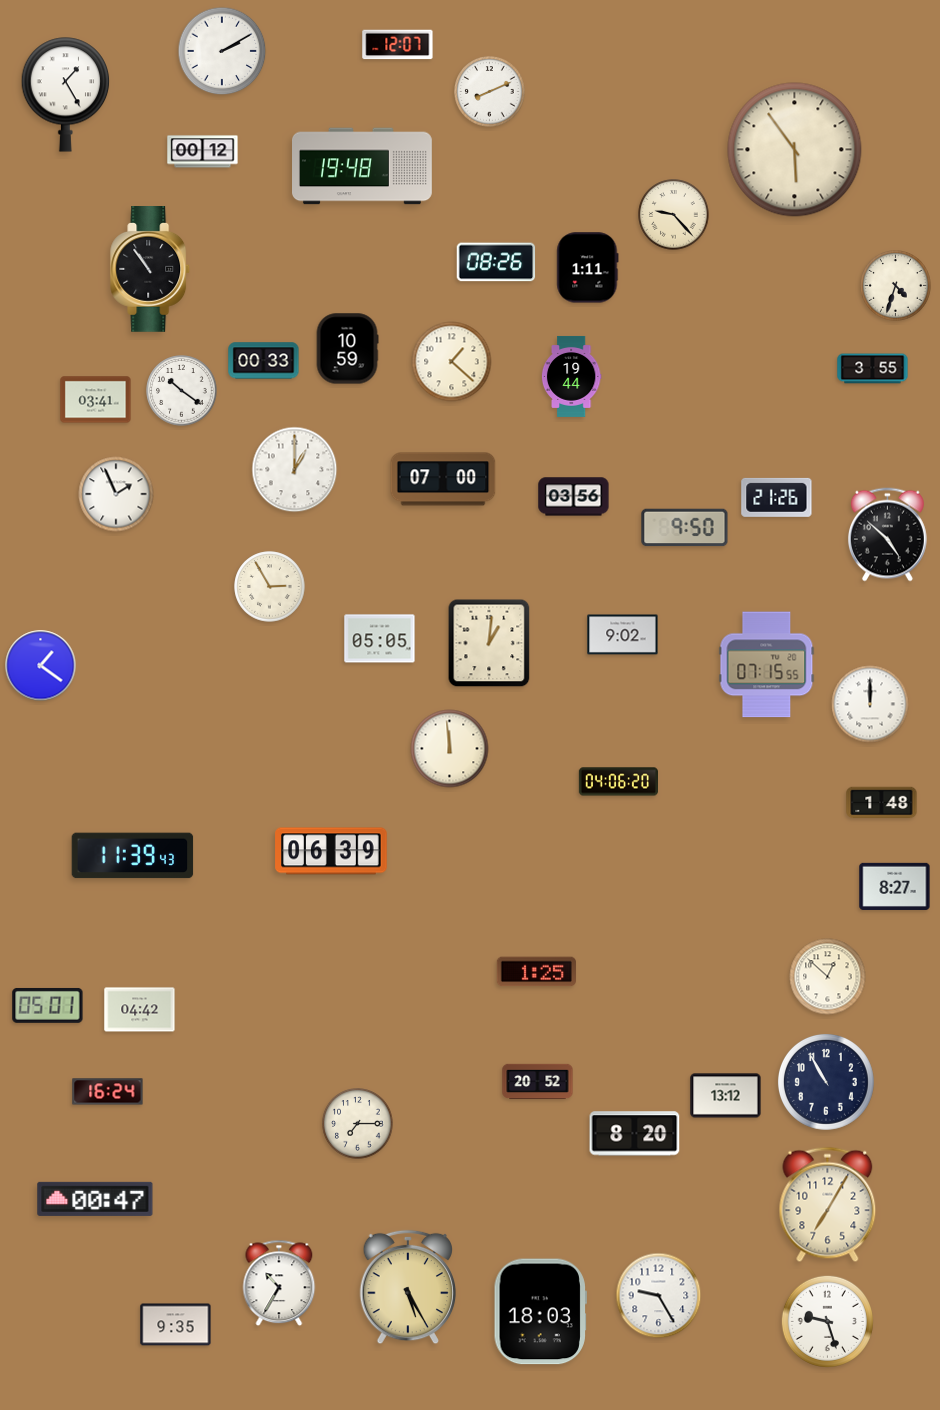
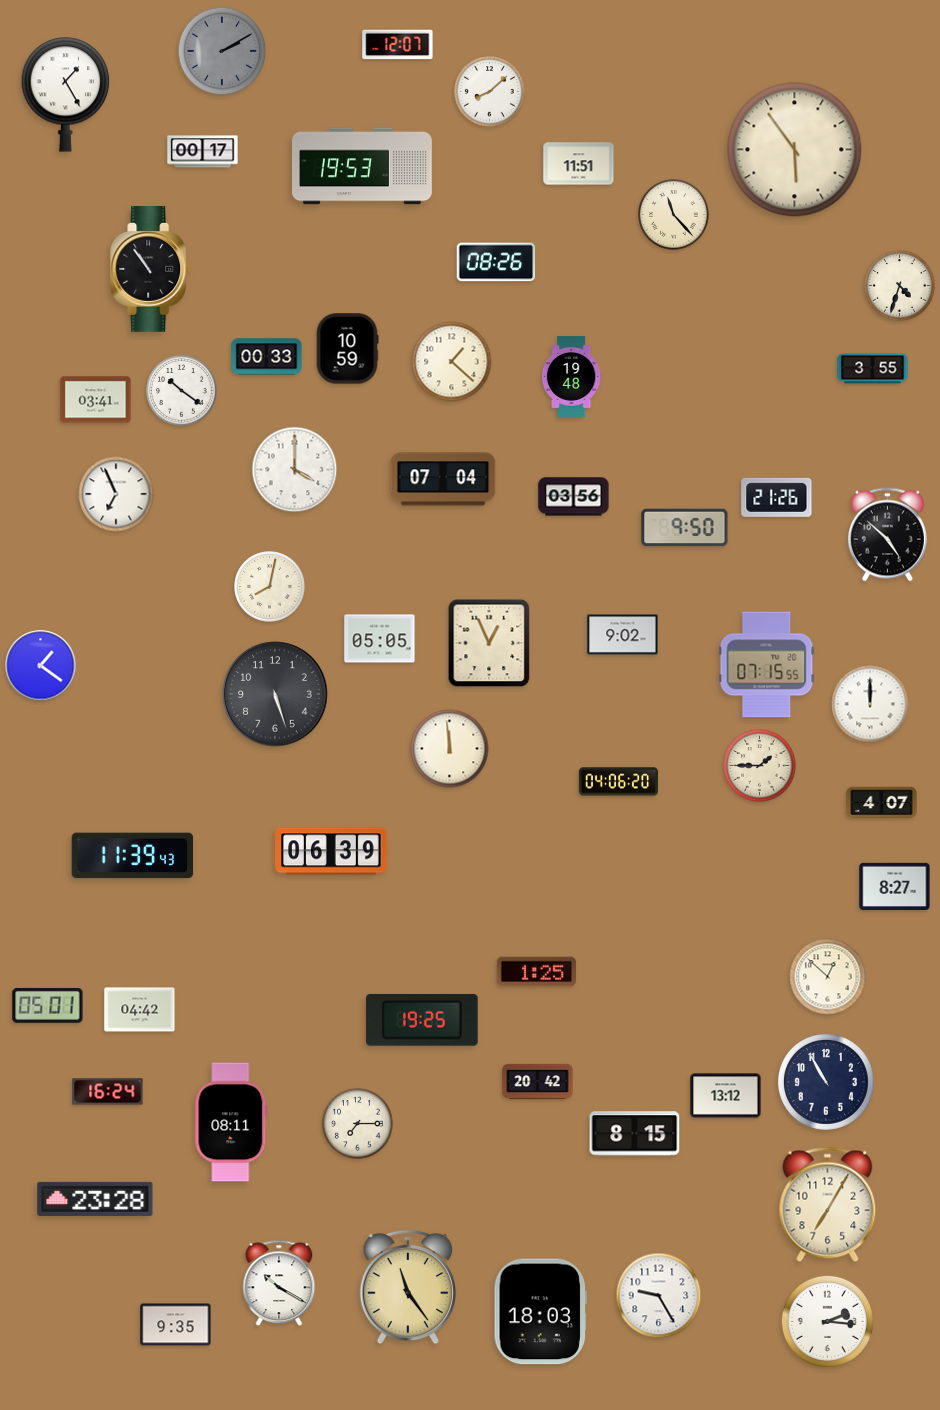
clock at (222, 51) dial: white -> grey
clock at (490, 92): 8:11 -> 8:08
clock at (203, 152): 00:12 -> 00:17
clock at (579, 164): none -> 11:51
clock at (363, 166): 19:48 -> 19:53
clock at (674, 215): 9:23 -> 11:23
clock at (588, 268): 1:11 -> none
clock at (896, 286) position: (896, 286) -> (900, 286)
clock at (264, 361) position: (264, 361) -> (267, 357)
clock at (571, 376): 19:44 -> 19:48
clock at (295, 470): 1:00 -> 4:00
clock at (443, 479): 07:00 -> 07:04
clock at (116, 494): 1:56 -> 6:56
clock at (270, 587): 2:55 -> 8:02
clock at (489, 643): 1:01 -> 12:56
clock at (275, 694): none -> 5:27
clock at (760, 766): none -> 1:45
clock at (882, 803): 1:48 -> 4:07
clock at (423, 1020): none -> 19:25
clock at (538, 1082): 20:52 -> 20:42
clock at (231, 1122): none -> 08:11
clock at (635, 1134): 8:20 -> 8:15
clock at (95, 1199): 00:47 -> 23:28
clock at (279, 1283): 10:35 -> 10:20
clock at (408, 1287): 5:25 -> 11:24
clock at (827, 1321): 9:27 -> 2:16
